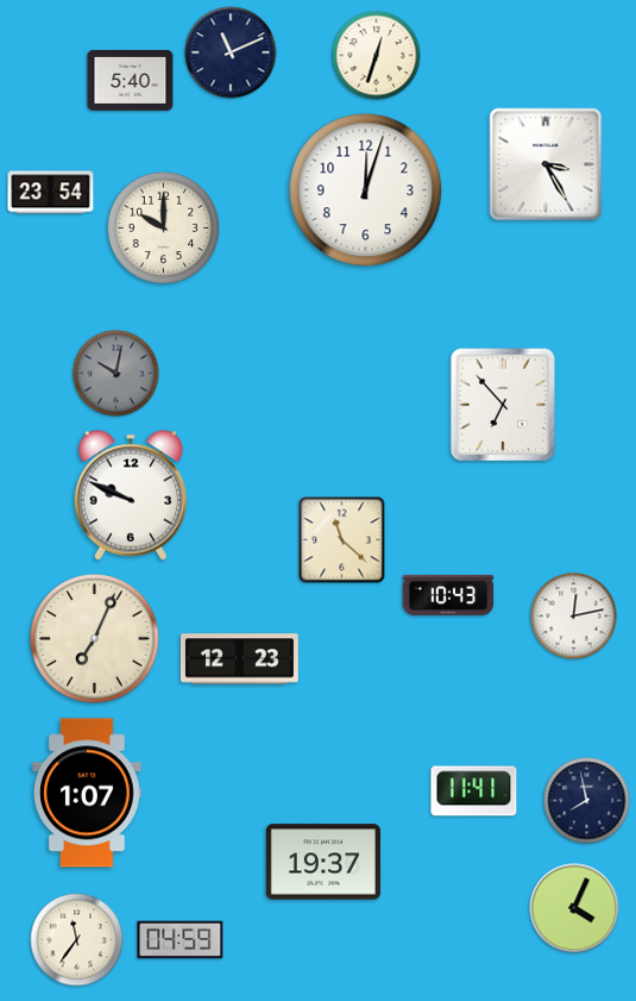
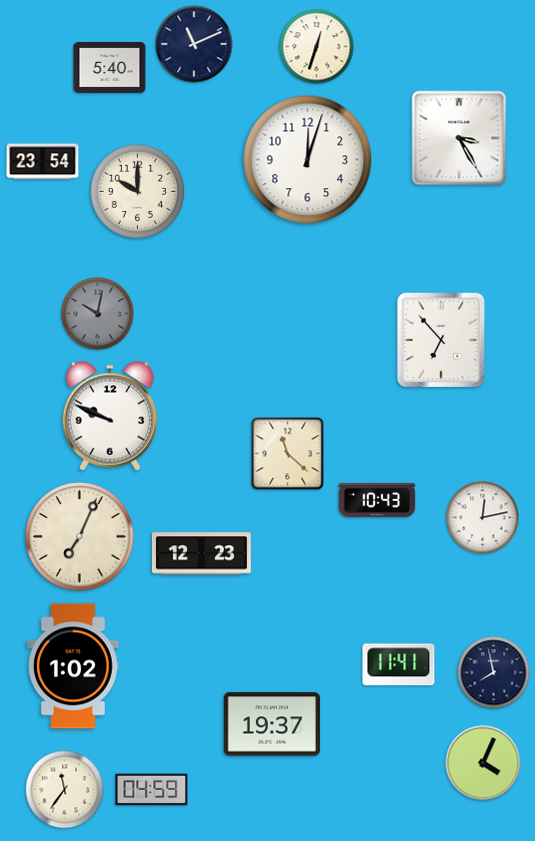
clock at (503, 405) position: (503, 405) -> (441, 340)
clock at (87, 793): 1:07 -> 1:02
